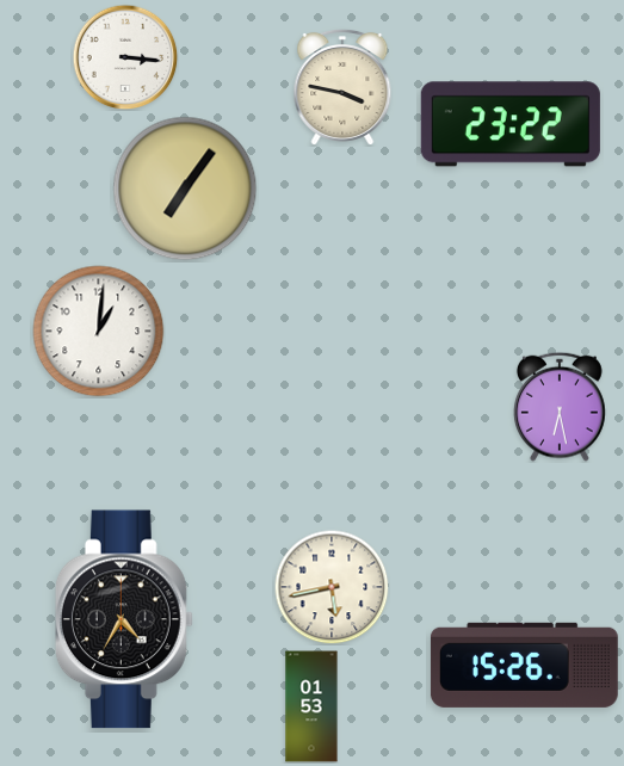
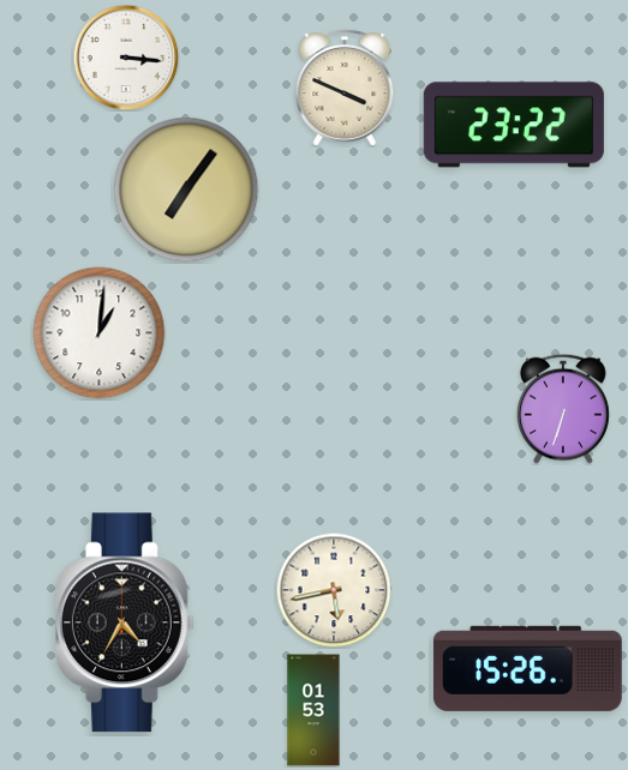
clock at (342, 87): 3:47 -> 3:49
clock at (561, 407): 6:28 -> 6:33
